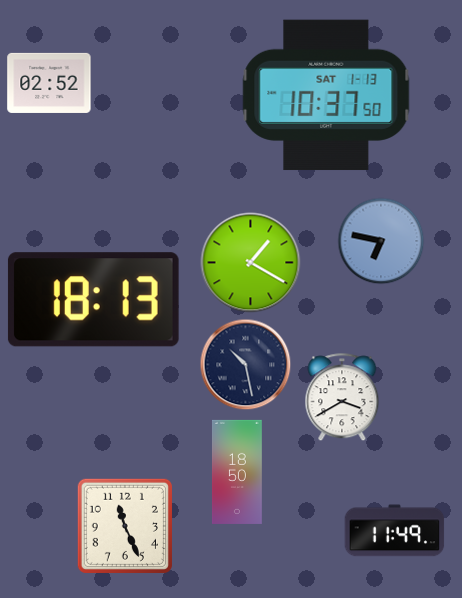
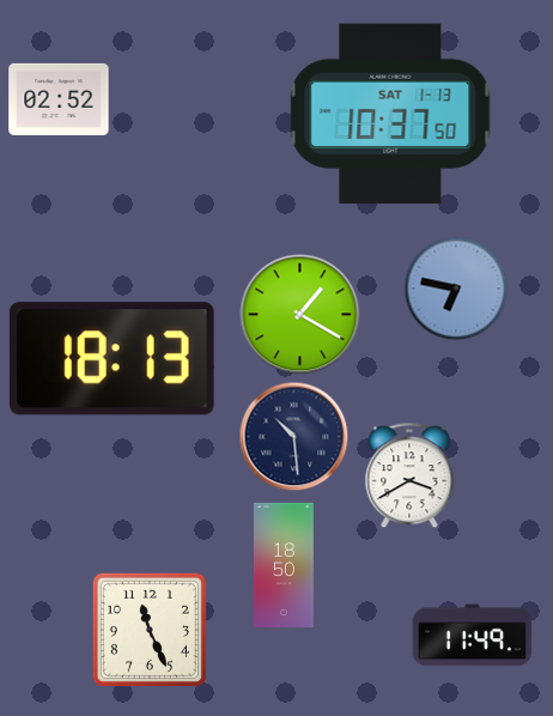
clock at (246, 365): 10:28 -> 10:29
